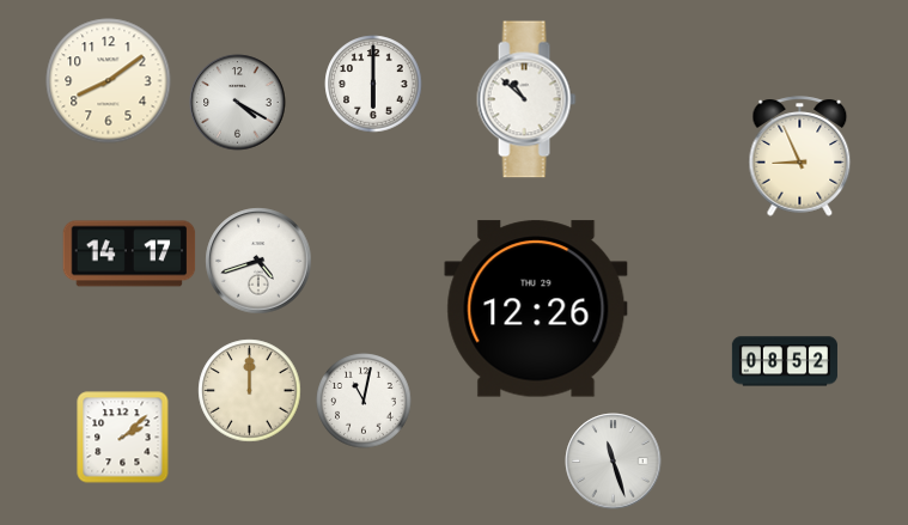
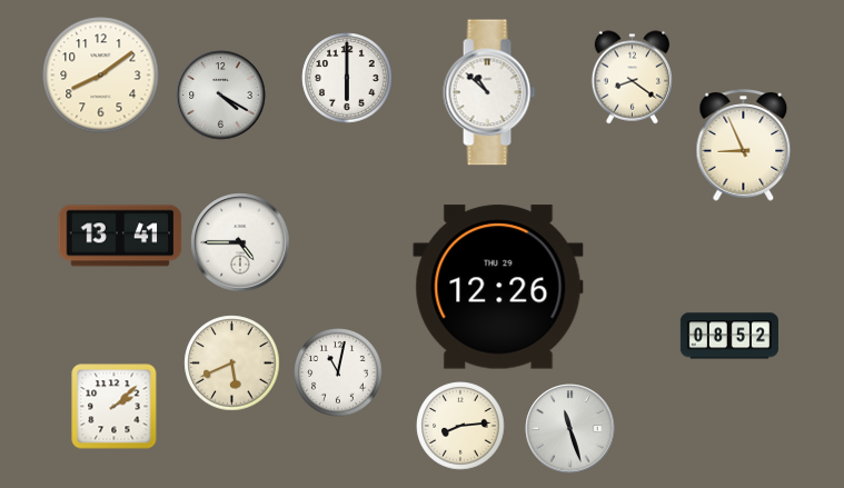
clock at (632, 78): none -> 8:21
clock at (129, 254): 14:17 -> 13:41
clock at (258, 261): 4:42 -> 4:45
clock at (250, 391): 12:00 -> 5:41
clock at (460, 426): none -> 8:14
